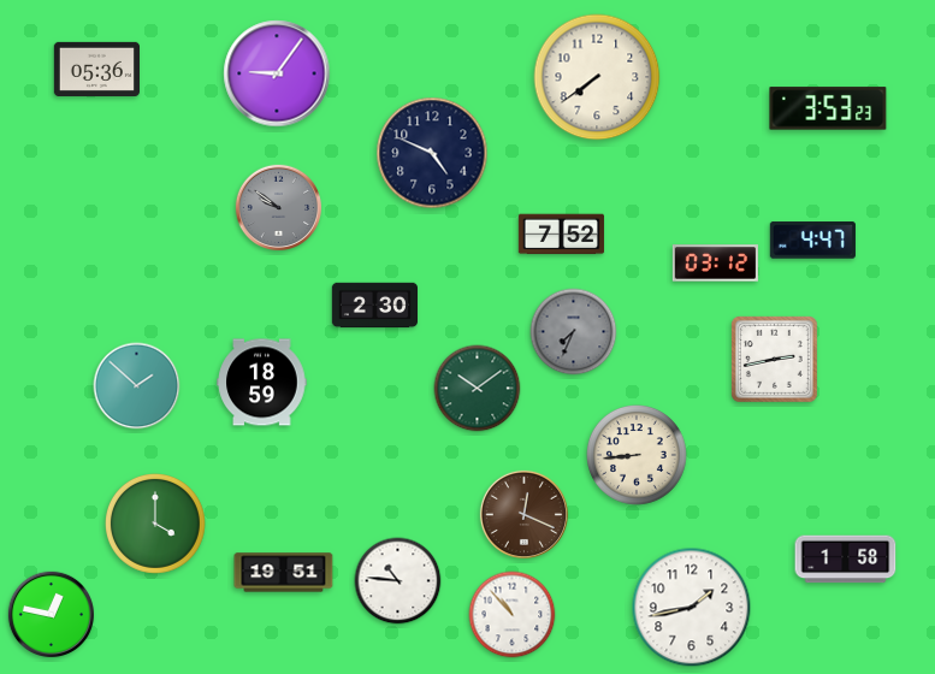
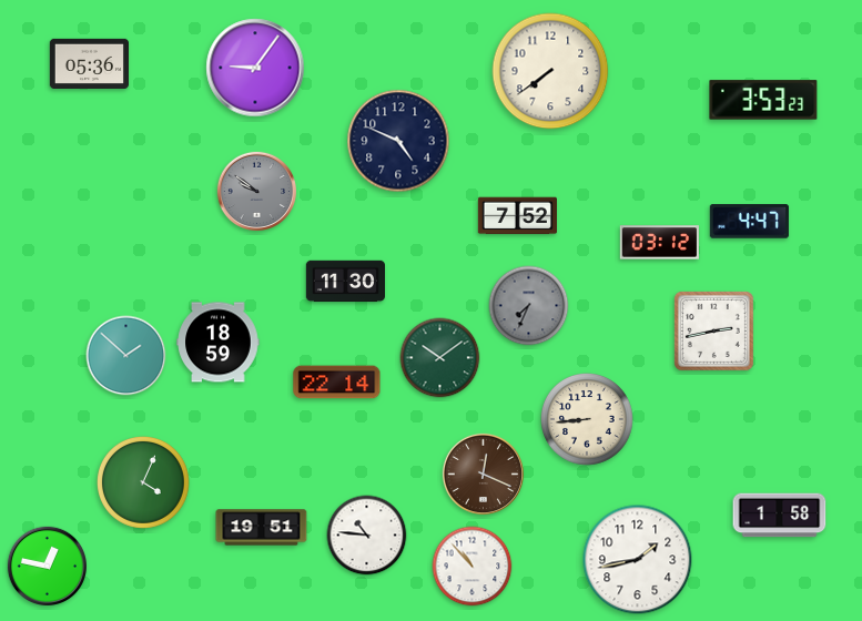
clock at (374, 306): 2:30 -> 11:30
clock at (262, 383) position: (262, 383) -> (219, 343)
clock at (337, 383): none -> 22:14
clock at (156, 525): 4:00 -> 4:04
